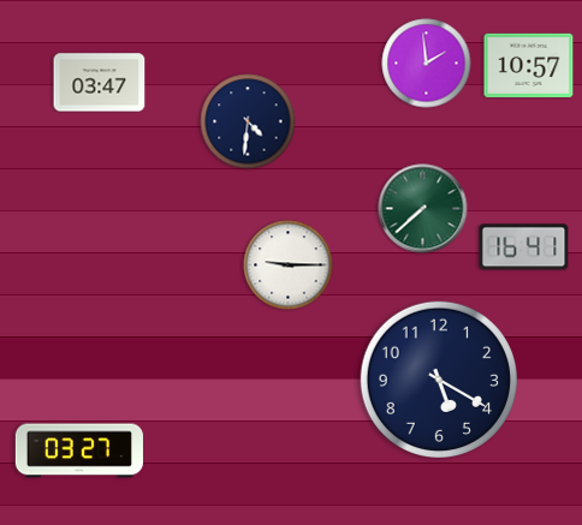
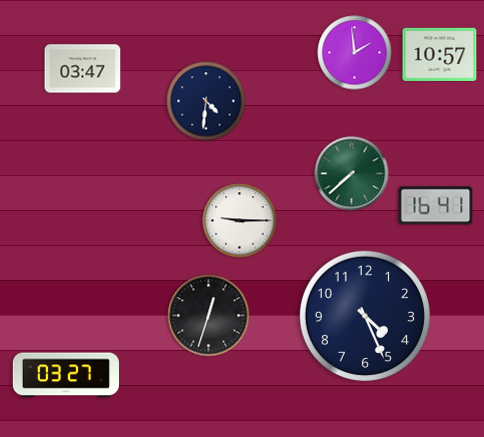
clock at (438, 378): 5:20 -> 4:26
clock at (209, 316): none -> 12:33
